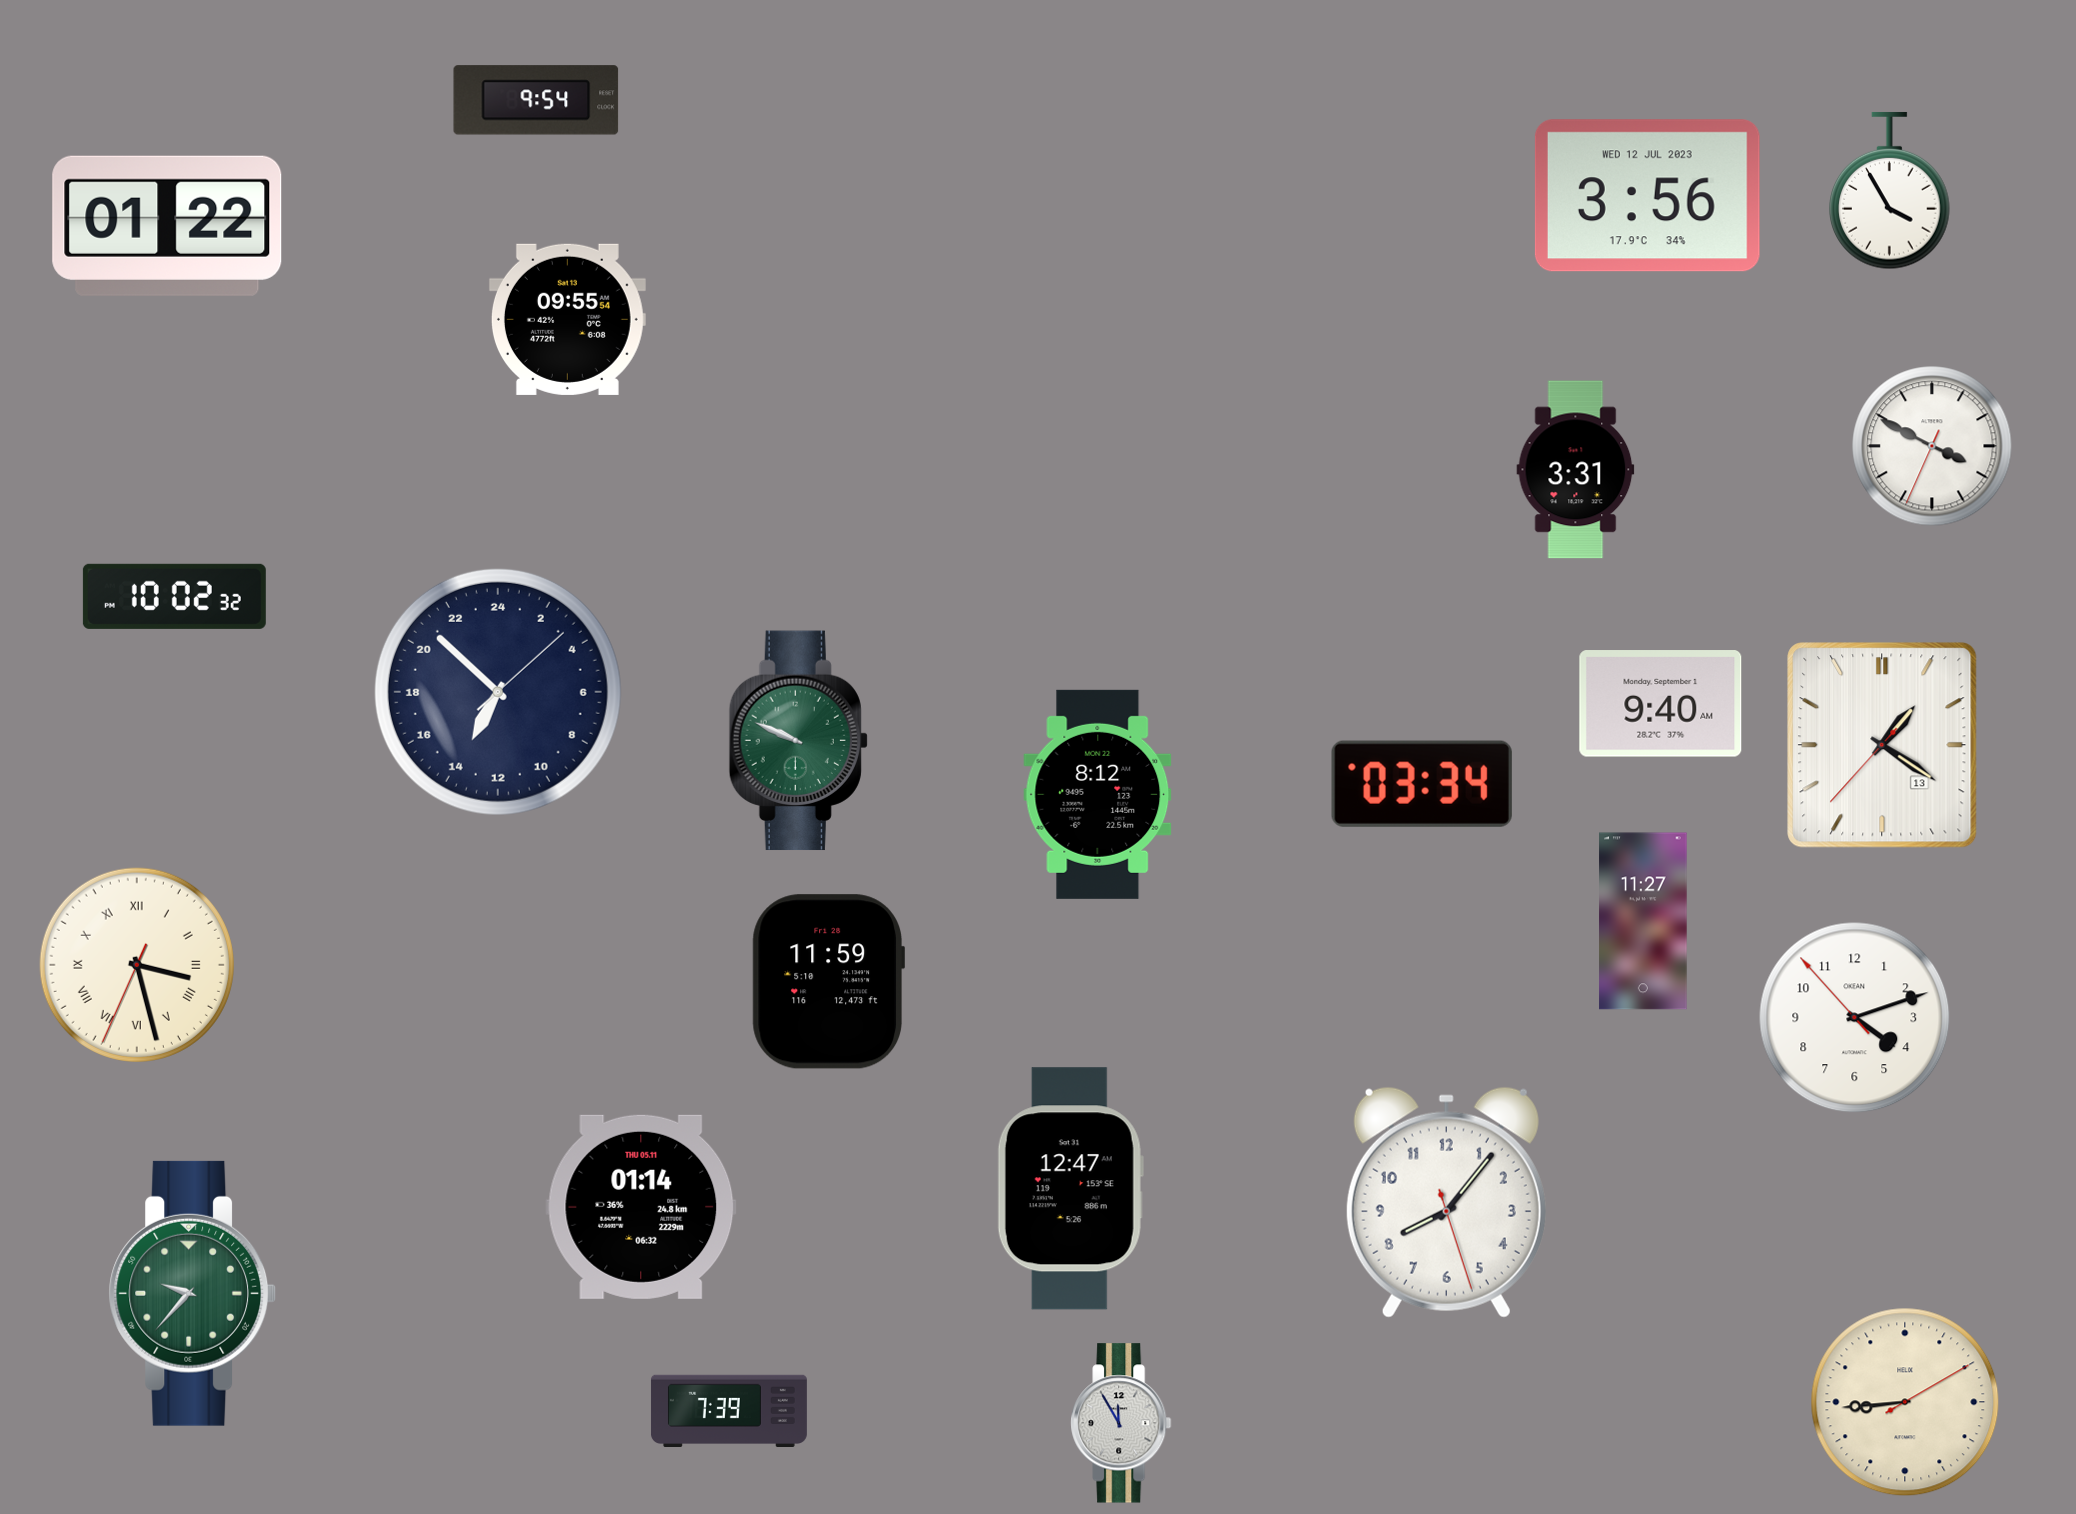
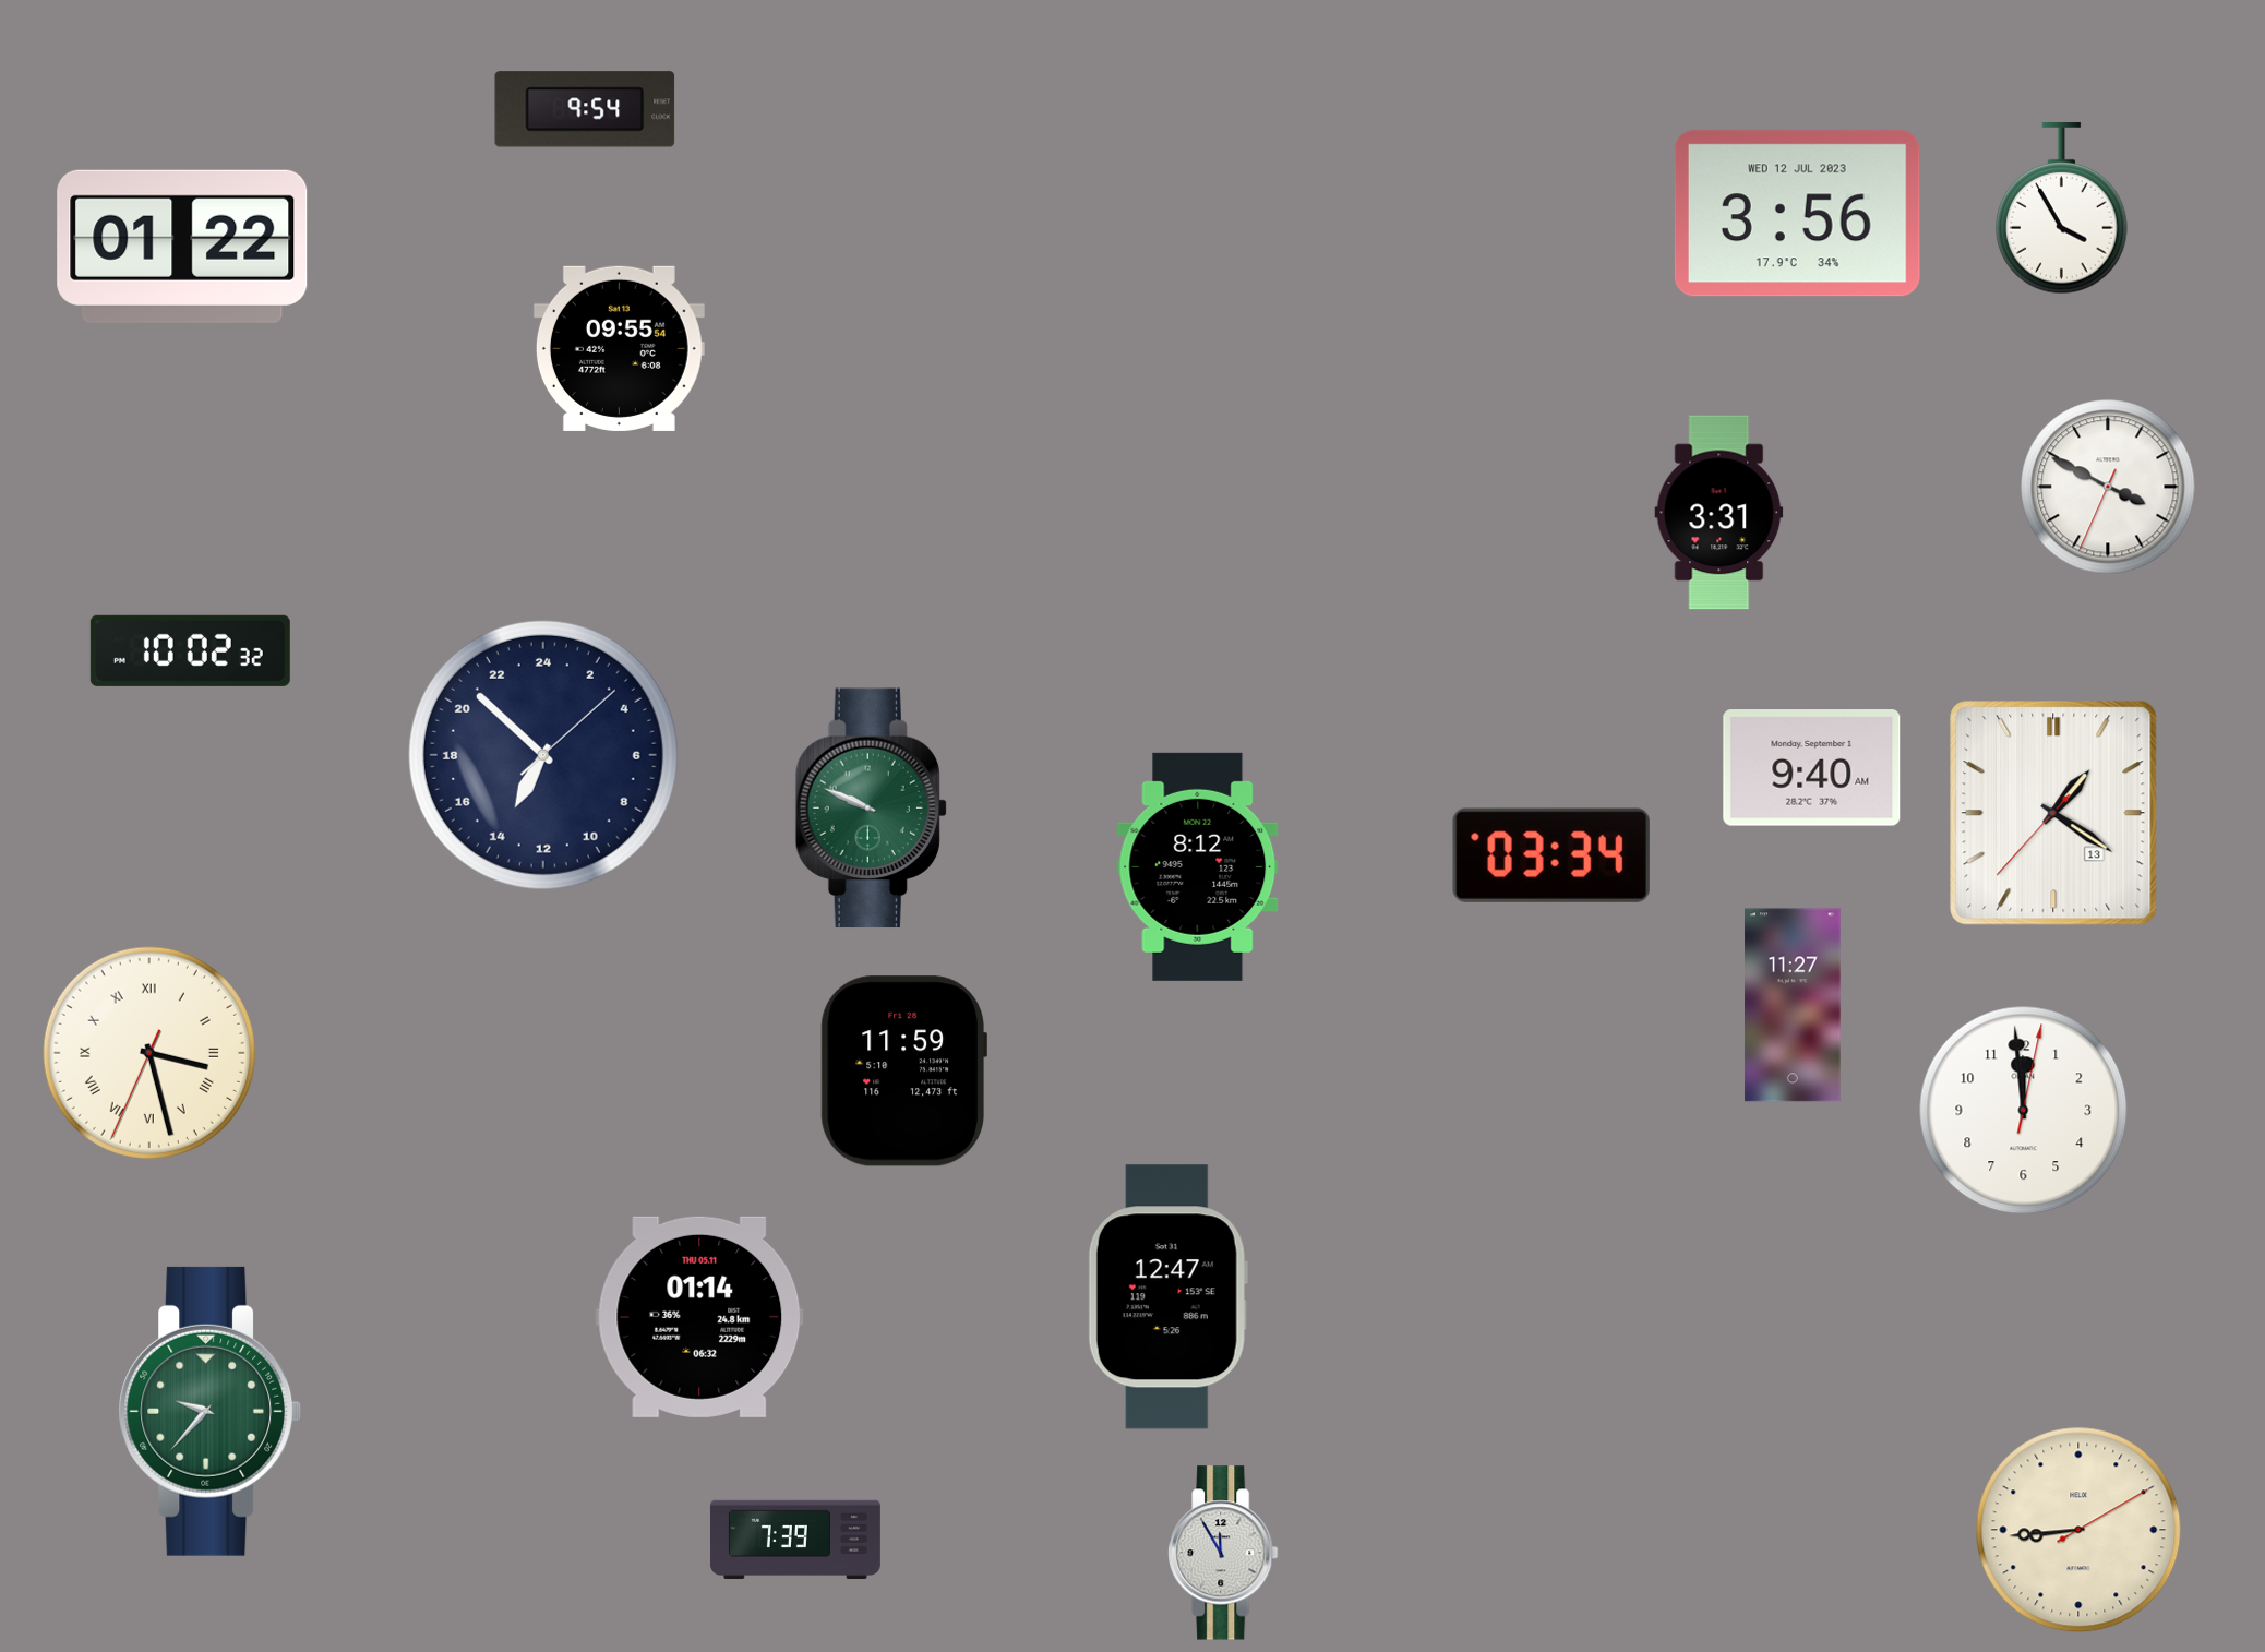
clock at (1855, 1018): 4:11 -> 11:59
clock at (1446, 1202): 8:06 -> none
